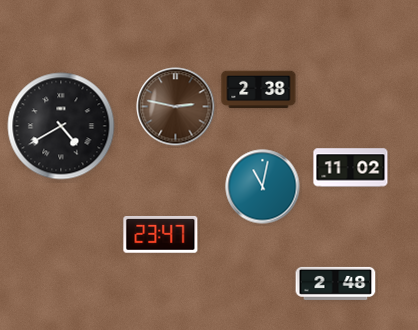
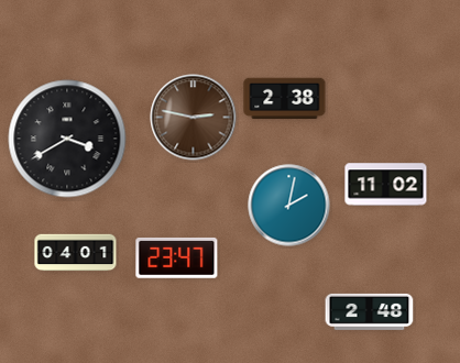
clock at (61, 126): 4:40 -> 3:40
clock at (263, 187): 11:02 -> 2:02
clock at (76, 253): none -> 04:01
